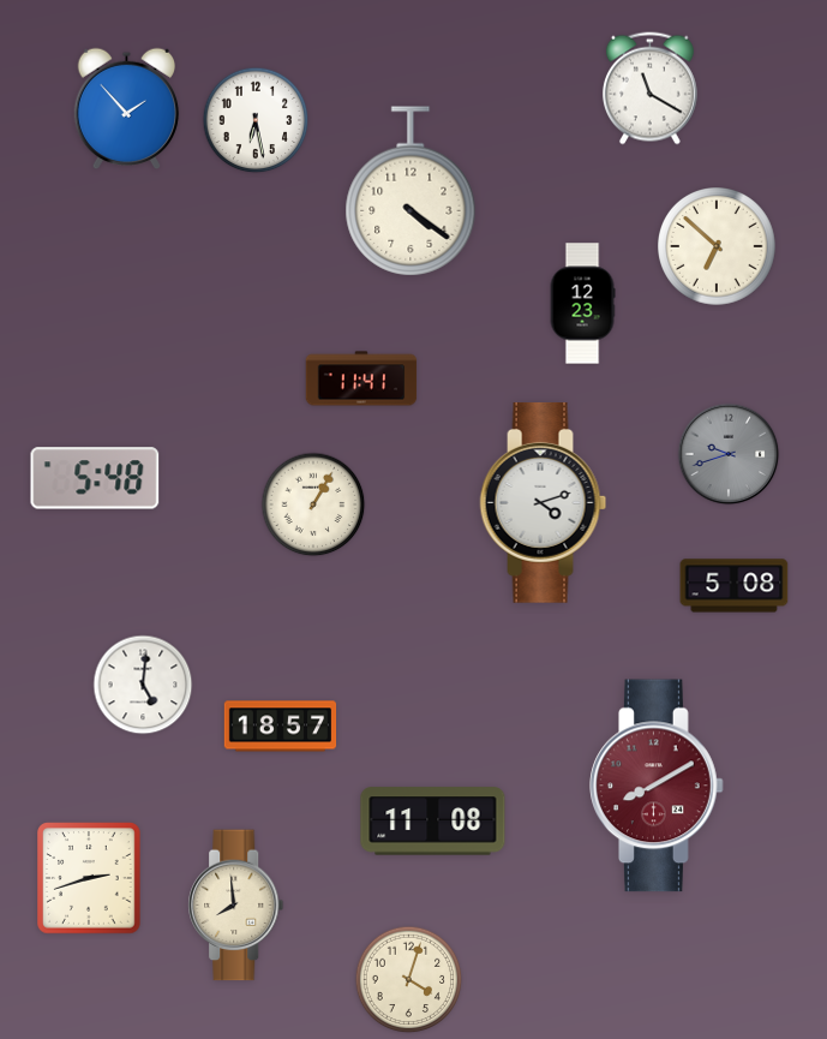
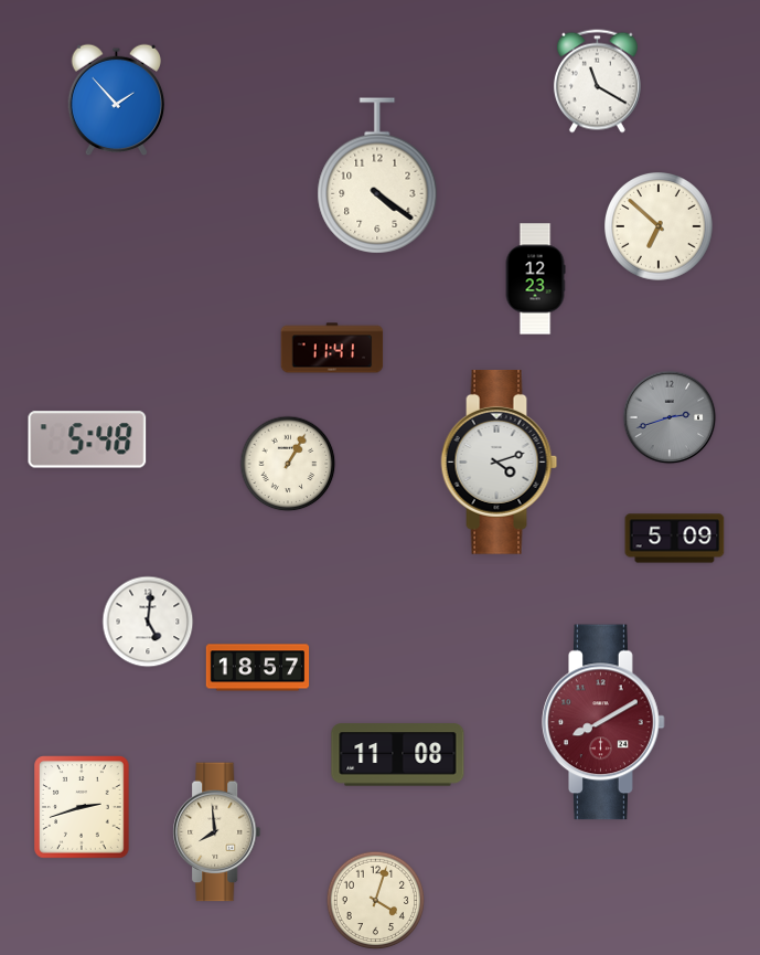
clock at (256, 120): 6:28 -> none
clock at (729, 454): 9:42 -> 2:42
clock at (735, 586): 5:08 -> 5:09
clock at (143, 685) position: (143, 685) -> (148, 622)
